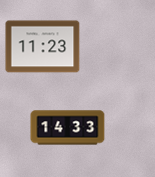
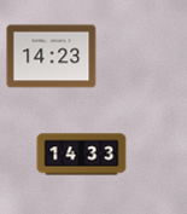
clock at (43, 47): 11:23 -> 14:23
